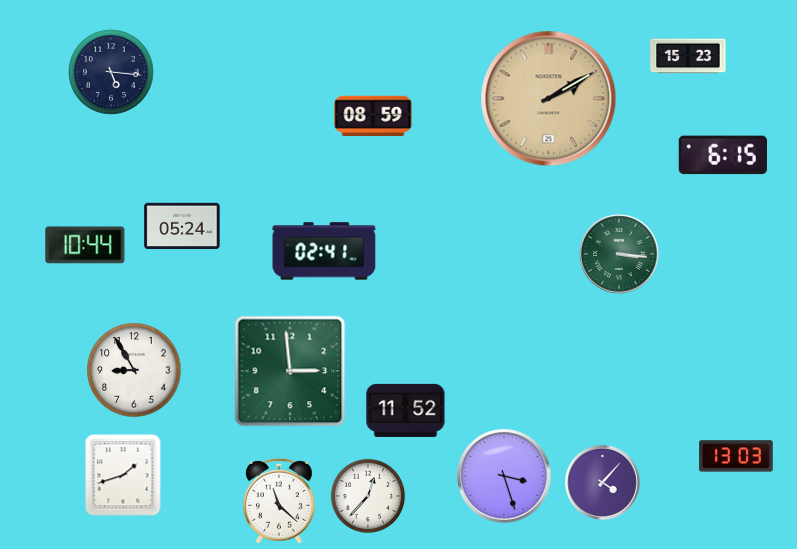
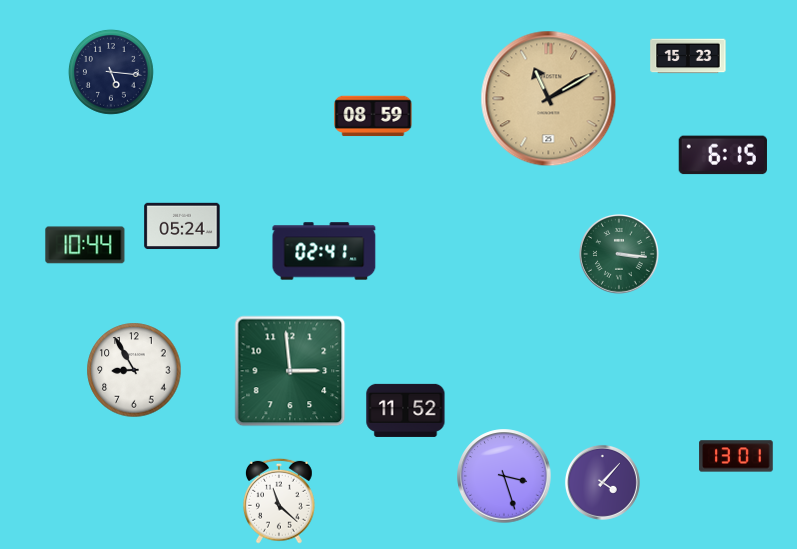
clock at (549, 99): 2:10 -> 11:10
clock at (736, 456): 13:03 -> 13:01
clock at (123, 475): 1:42 -> none
clock at (368, 496): 12:37 -> none
